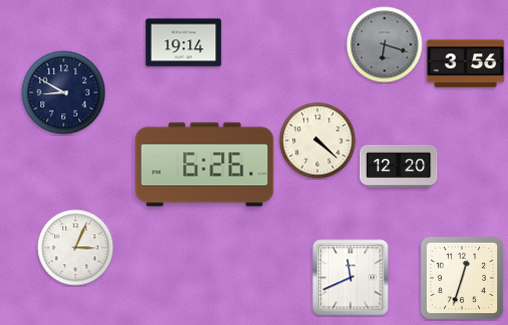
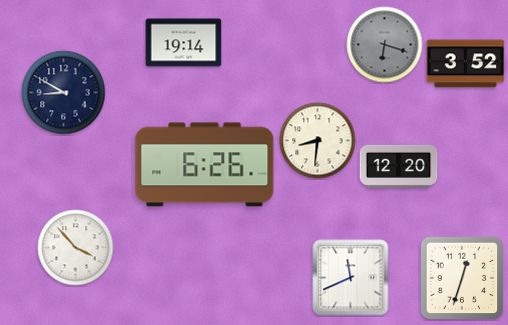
clock at (466, 64): 3:56 -> 3:52
clock at (318, 141): 4:22 -> 8:31
clock at (76, 248): 3:04 -> 3:53
